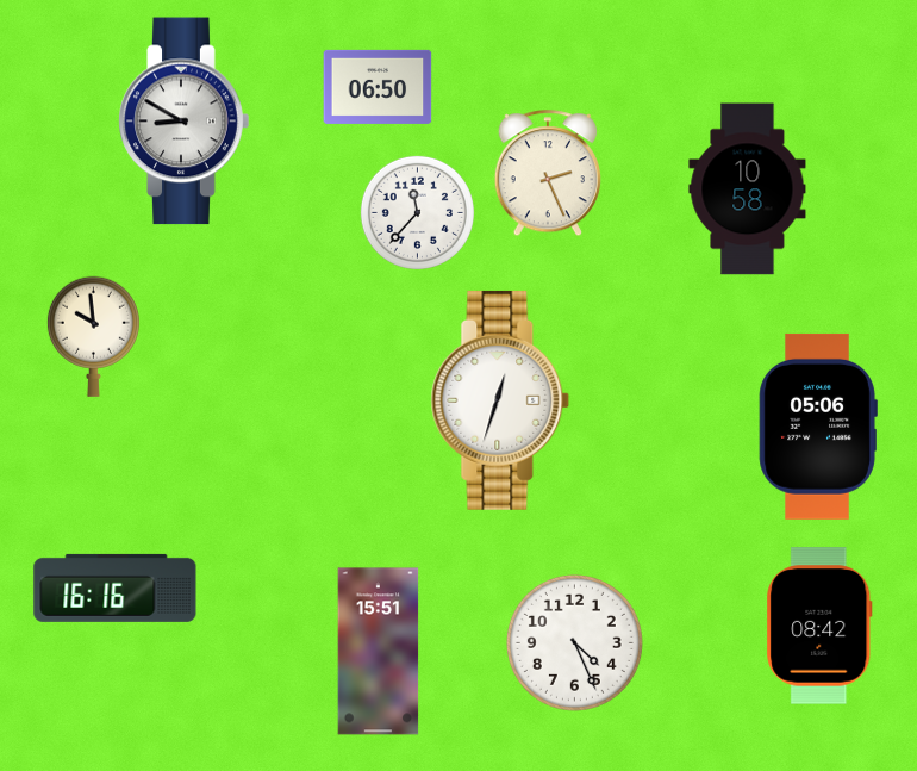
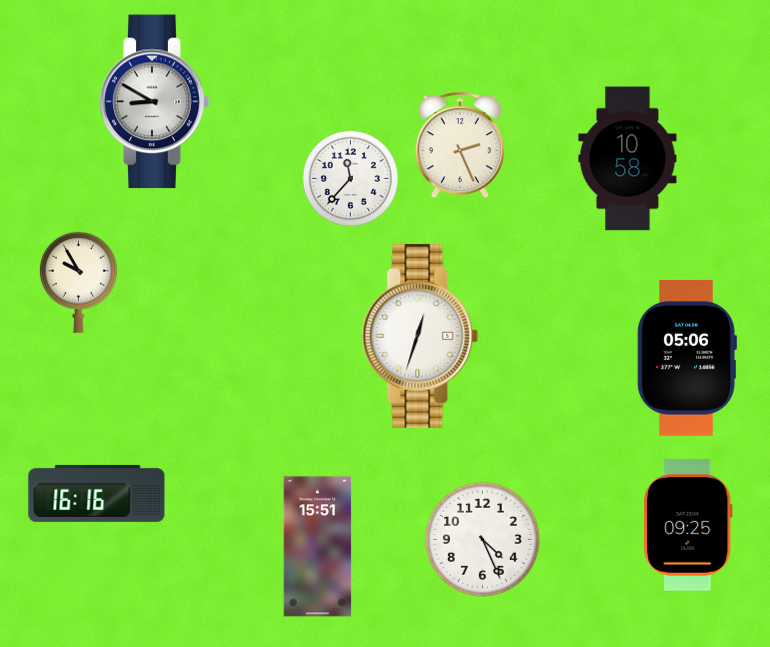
clock at (378, 87): 06:50 -> none
clock at (93, 336): 9:59 -> 9:55
clock at (819, 626): 08:42 -> 09:25
